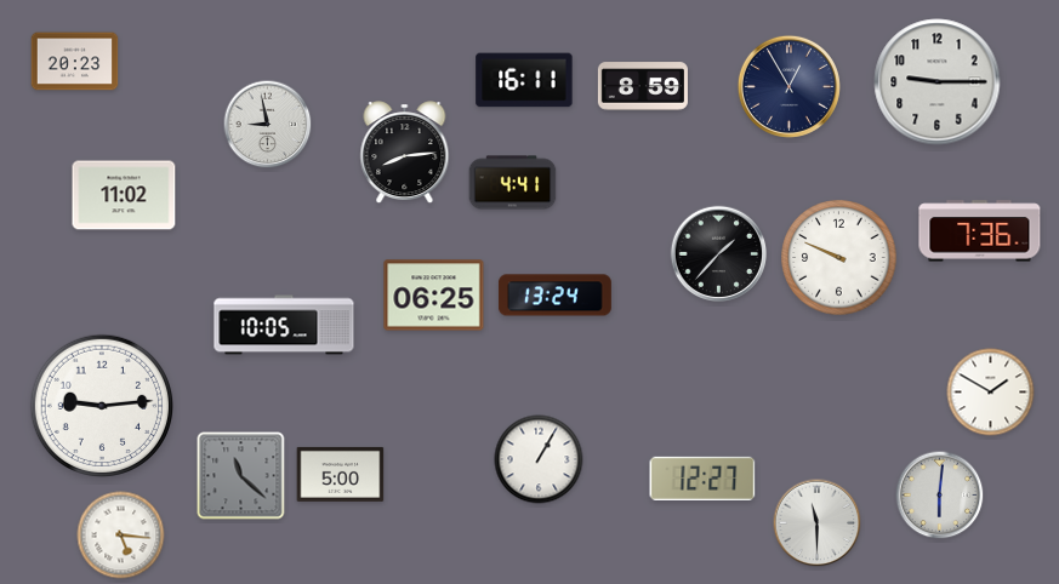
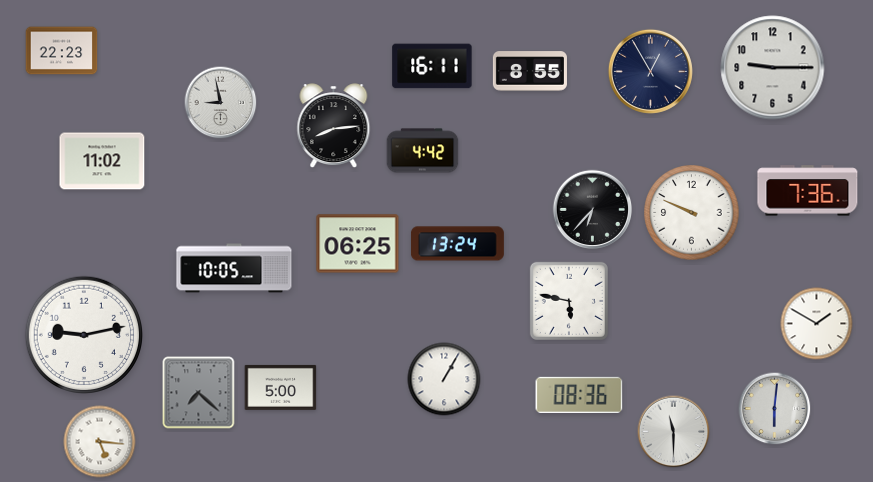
clock at (75, 62): 20:23 -> 22:23
clock at (643, 86): 8:59 -> 8:55
clock at (513, 183): 4:41 -> 4:42
clock at (719, 254): 1:37 -> 6:37
clock at (569, 301): none -> 5:47
clock at (101, 405): 9:14 -> 9:13
clock at (341, 474) position: (341, 474) -> (281, 387)
clock at (241, 476): 11:22 -> 7:22
clock at (702, 479): 12:27 -> 08:36
